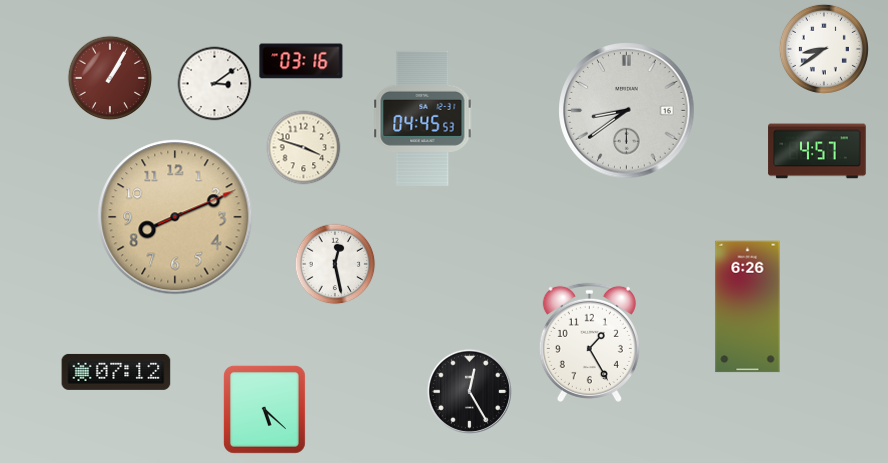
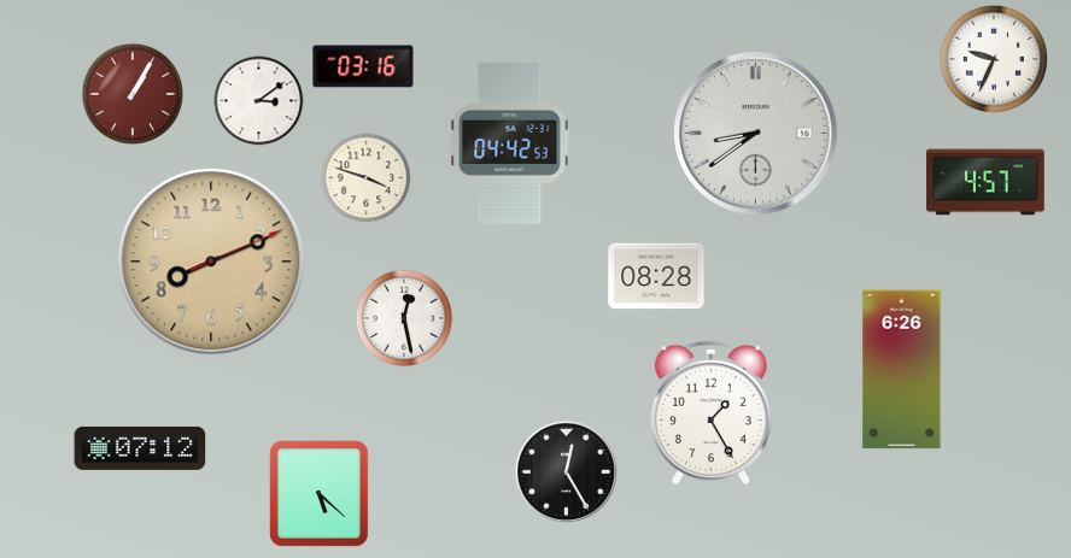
clock at (824, 49): 8:39 -> 9:34
clock at (301, 61) position: (301, 61) -> (363, 66)
clock at (423, 118): 04:45 -> 04:42
clock at (656, 276): none -> 08:28
